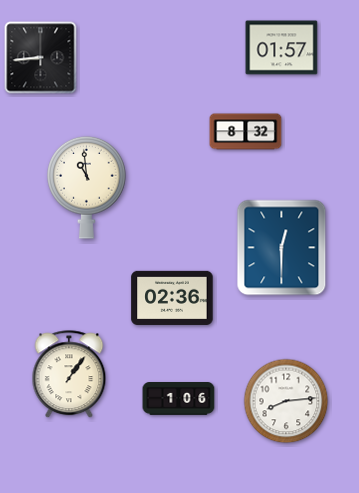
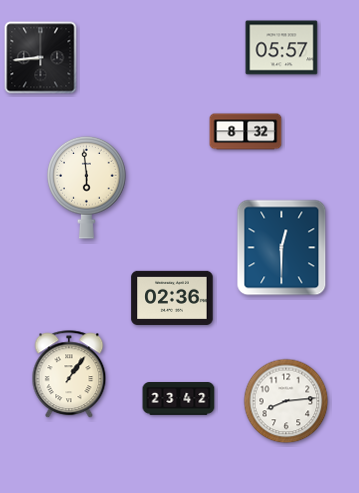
clock at (282, 48): 01:57 -> 05:57
clock at (87, 187): 10:59 -> 5:59
clock at (179, 399): 1:06 -> 23:42
